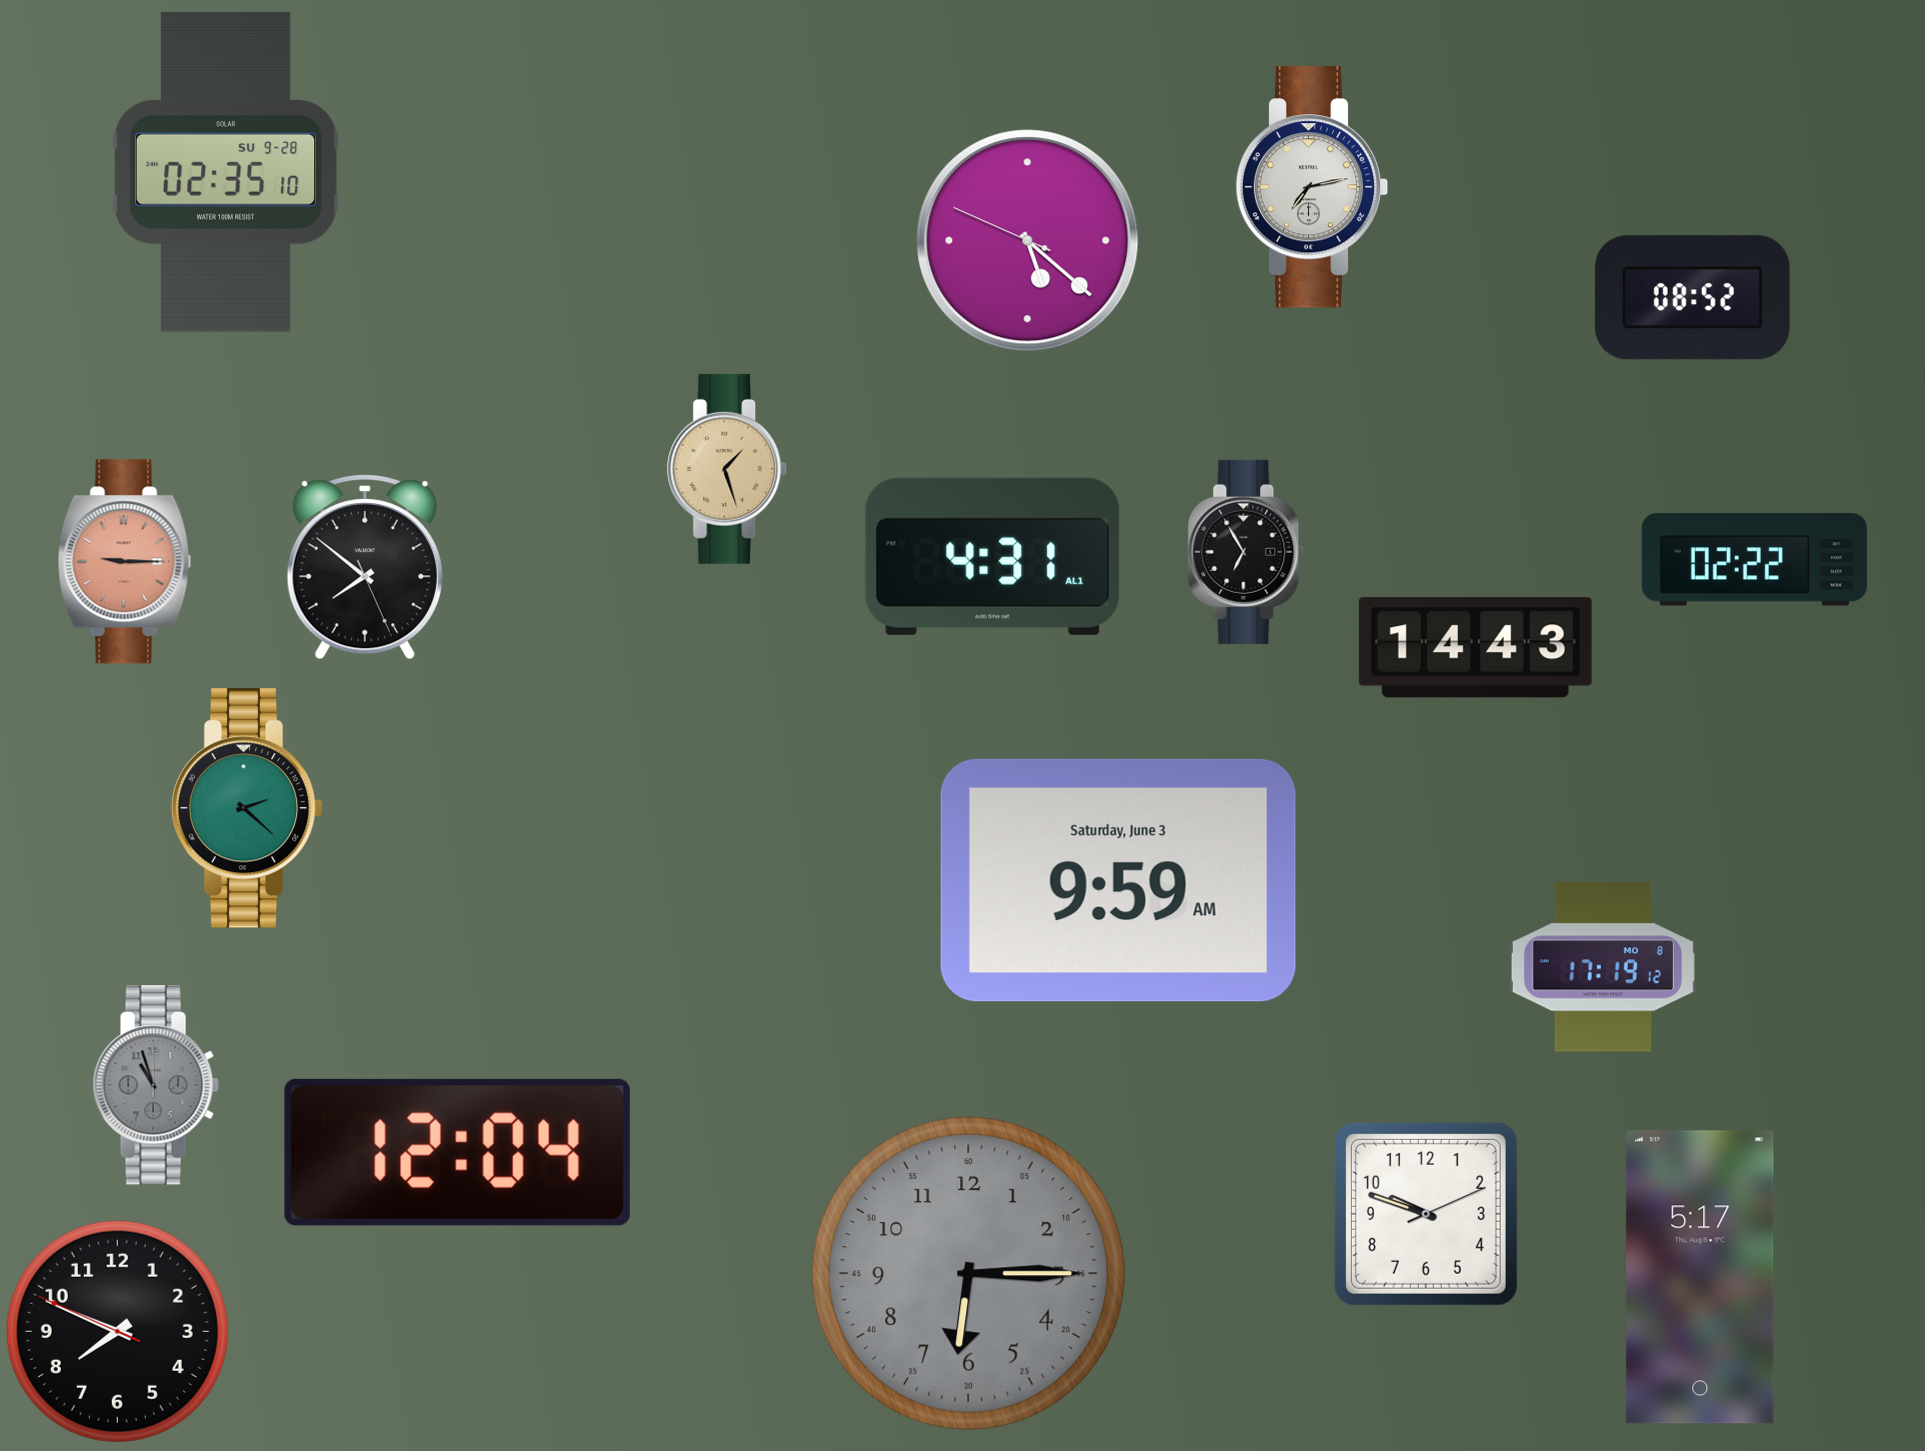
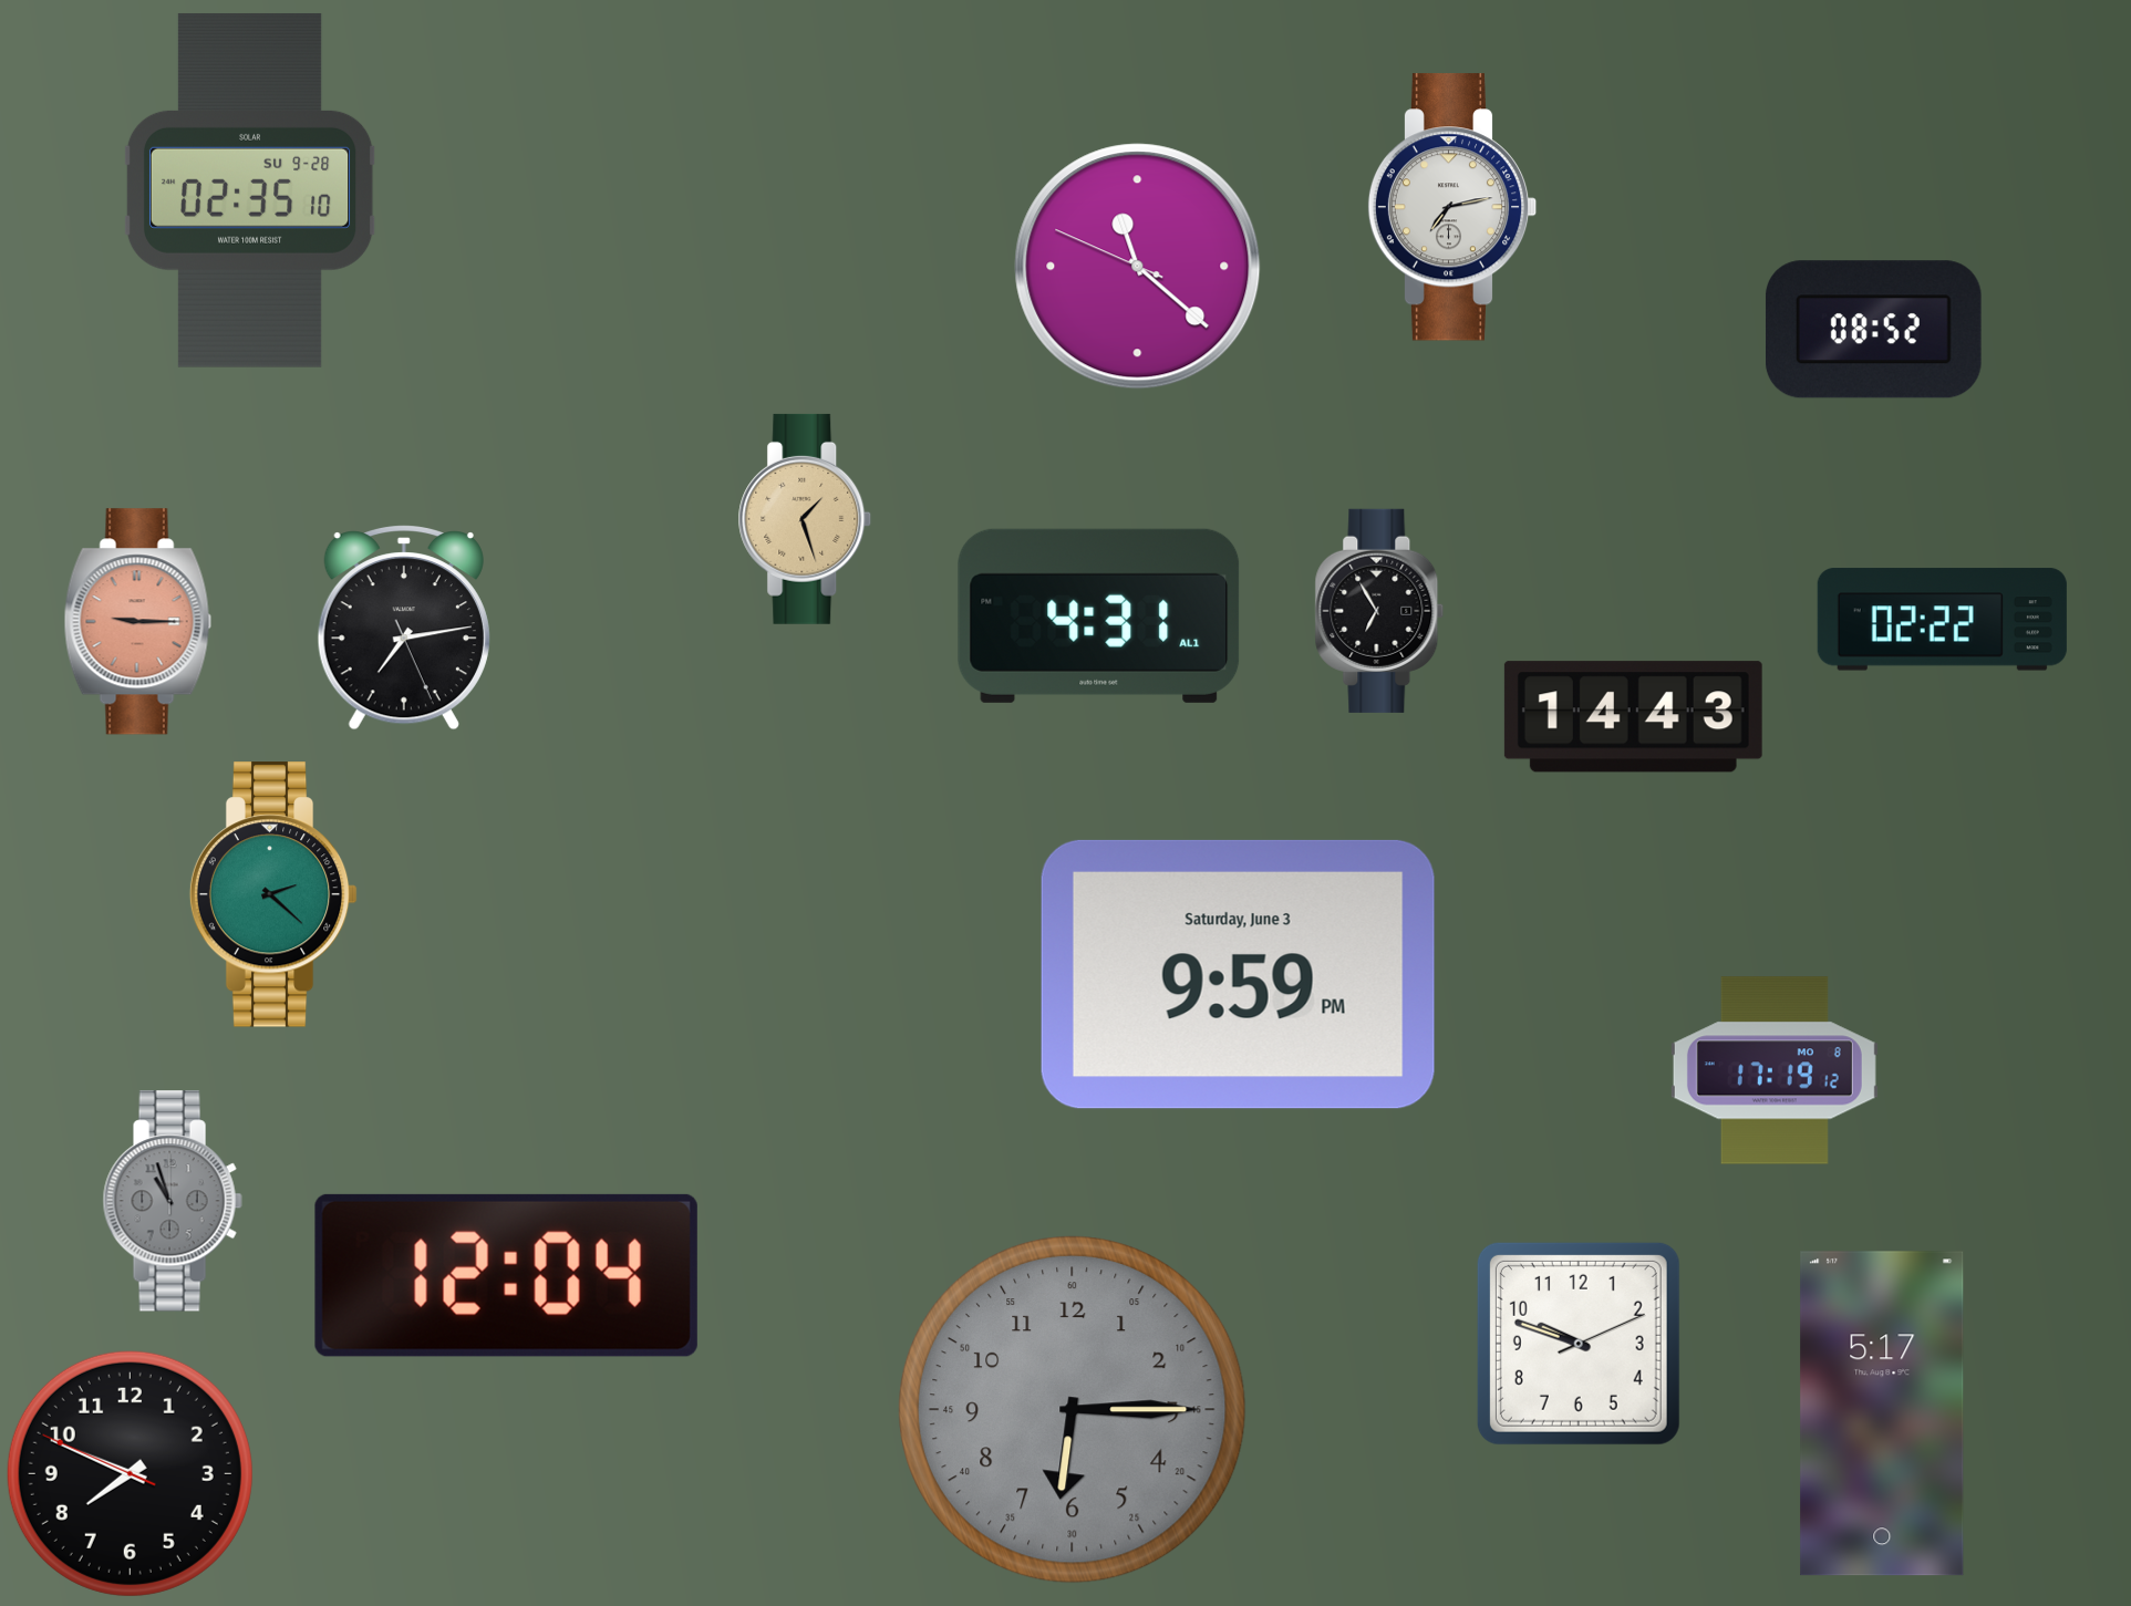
clock at (1028, 241): 5:21 -> 11:21
clock at (365, 568): 7:51 -> 7:13
clock at (1118, 880): 9:59 AM -> 9:59 PM
